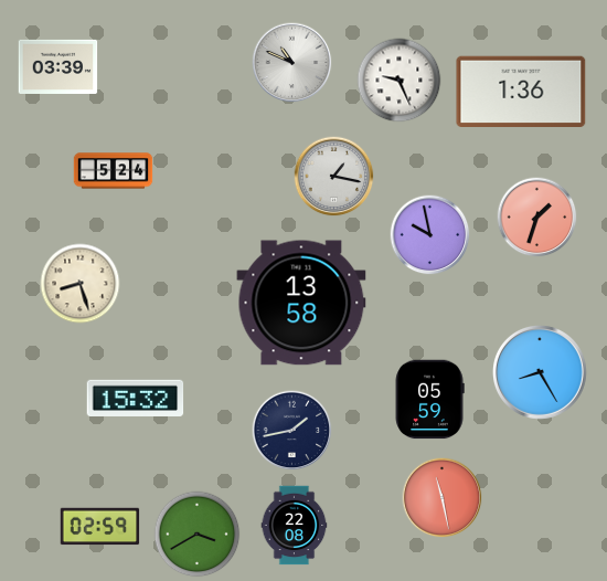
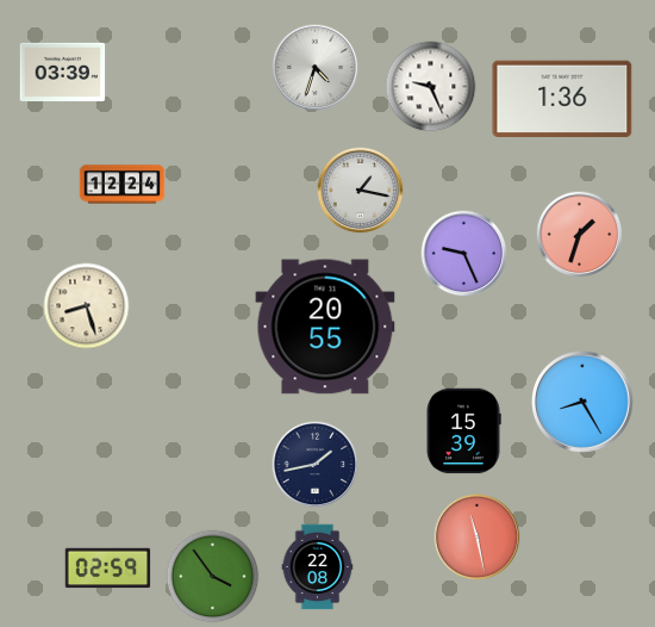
clock at (292, 63): 10:49 -> 4:33
clock at (114, 171): 5:24 -> 12:24
clock at (430, 235): 9:58 -> 9:26
clock at (301, 303): 13:58 -> 20:55
clock at (136, 398): 15:32 -> none
clock at (429, 400): 05:59 -> 15:39
clock at (198, 535): 3:40 -> 3:54
